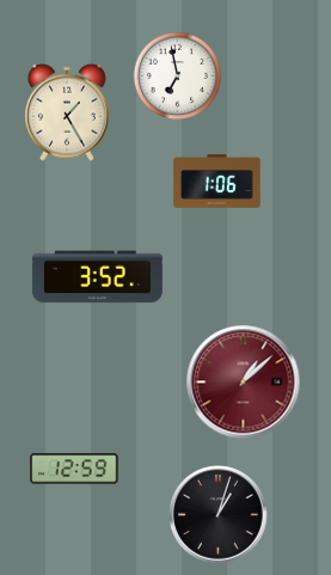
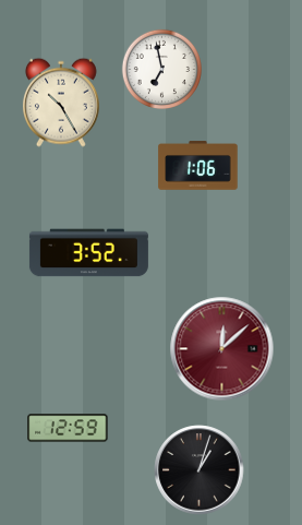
clock at (67, 112): 1:25 -> 10:25
clock at (244, 383): 1:08 -> 12:08
